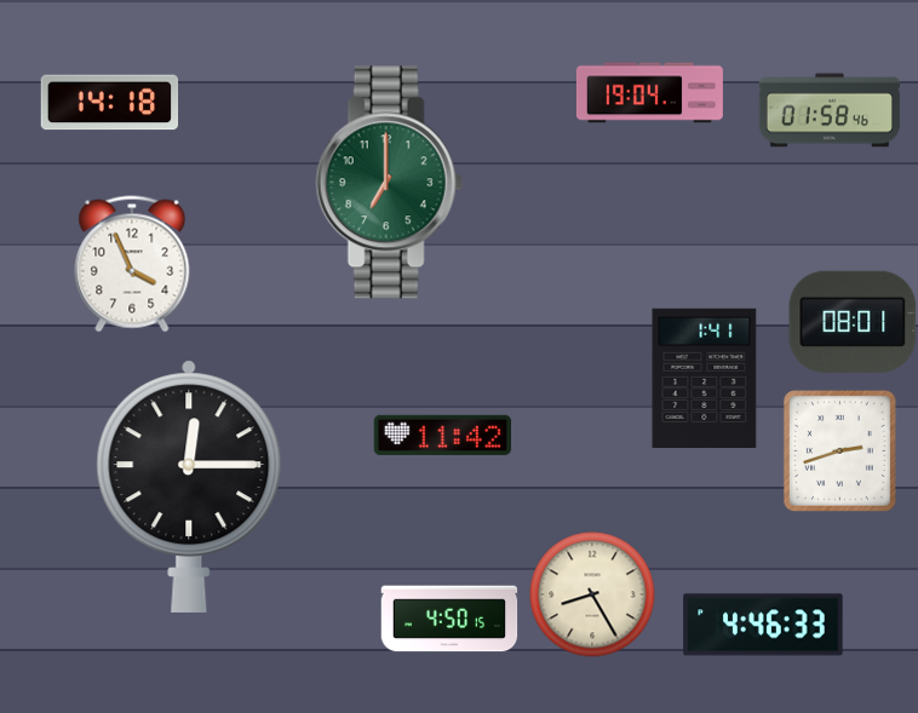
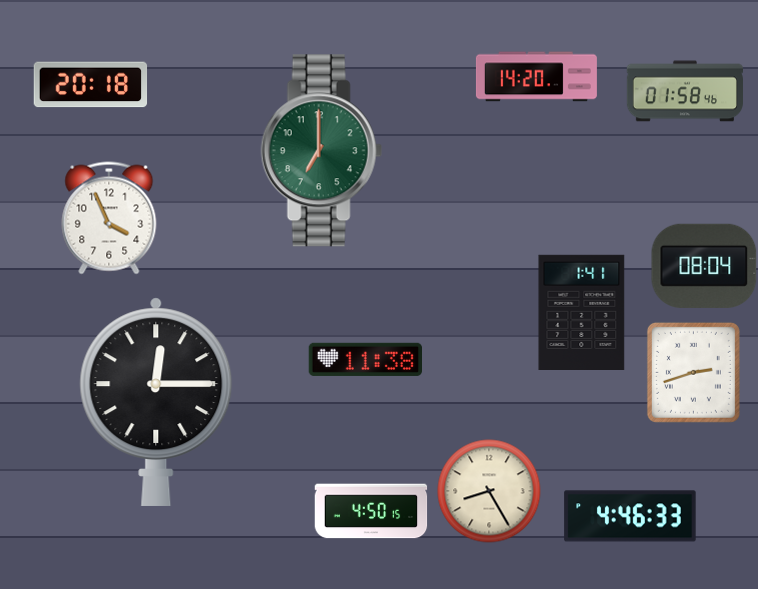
clock at (649, 93): 19:04 -> 14:20
clock at (110, 103): 14:18 -> 20:18
clock at (853, 322): 08:01 -> 08:04
clock at (442, 435): 11:42 -> 11:38
